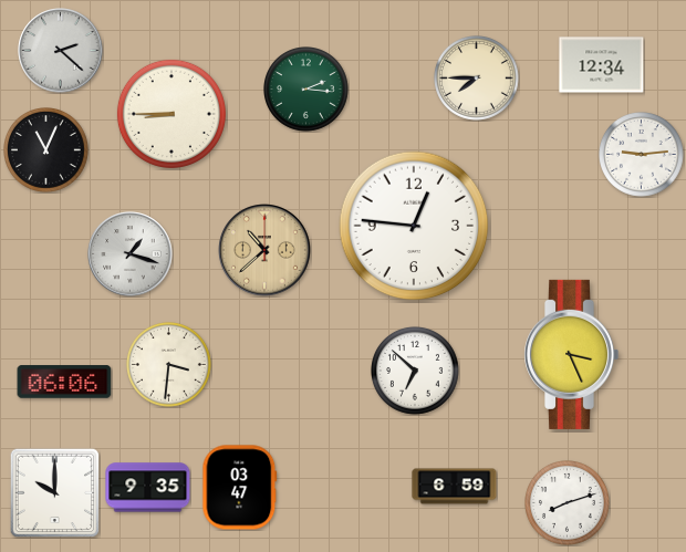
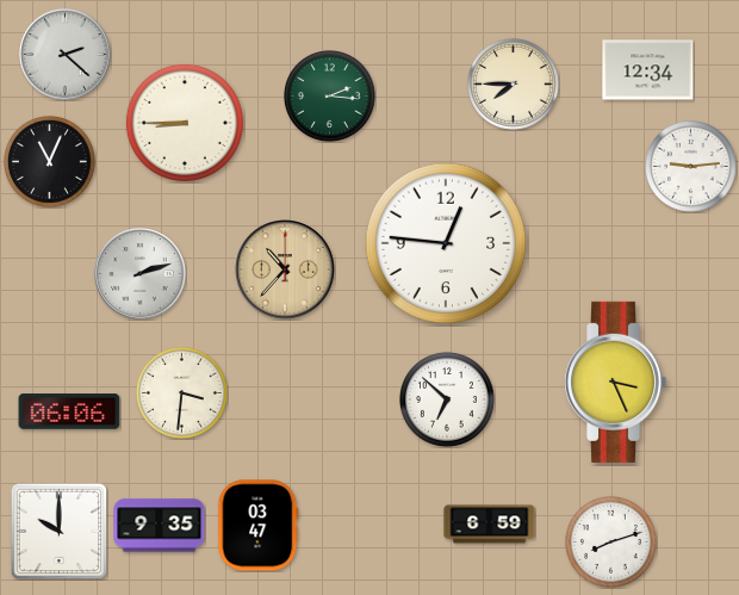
clock at (264, 250): 10:38 -> 10:37
clock at (131, 254): 1:18 -> 2:12
